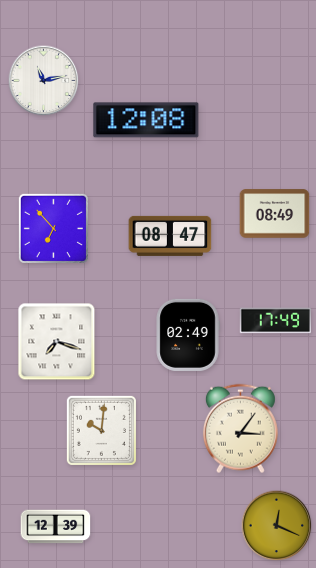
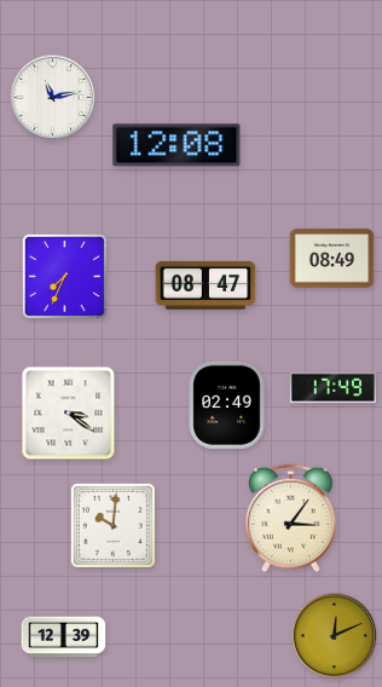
clock at (53, 228): 6:53 -> 7:34
clock at (57, 342): 7:18 -> 3:21
clock at (101, 430) position: (101, 430) -> (112, 525)
clock at (277, 526): 12:19 -> 12:11
clock at (56, 527) position: (56, 527) -> (64, 637)
